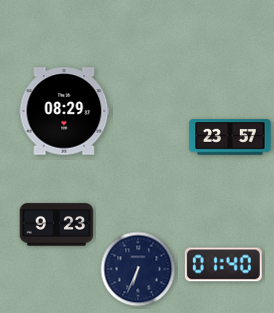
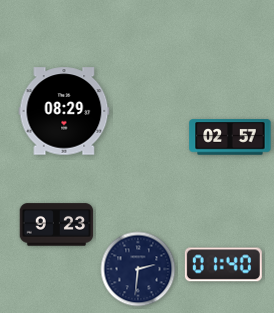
clock at (230, 137): 23:57 -> 02:57
clock at (138, 269): 6:34 -> 2:31
